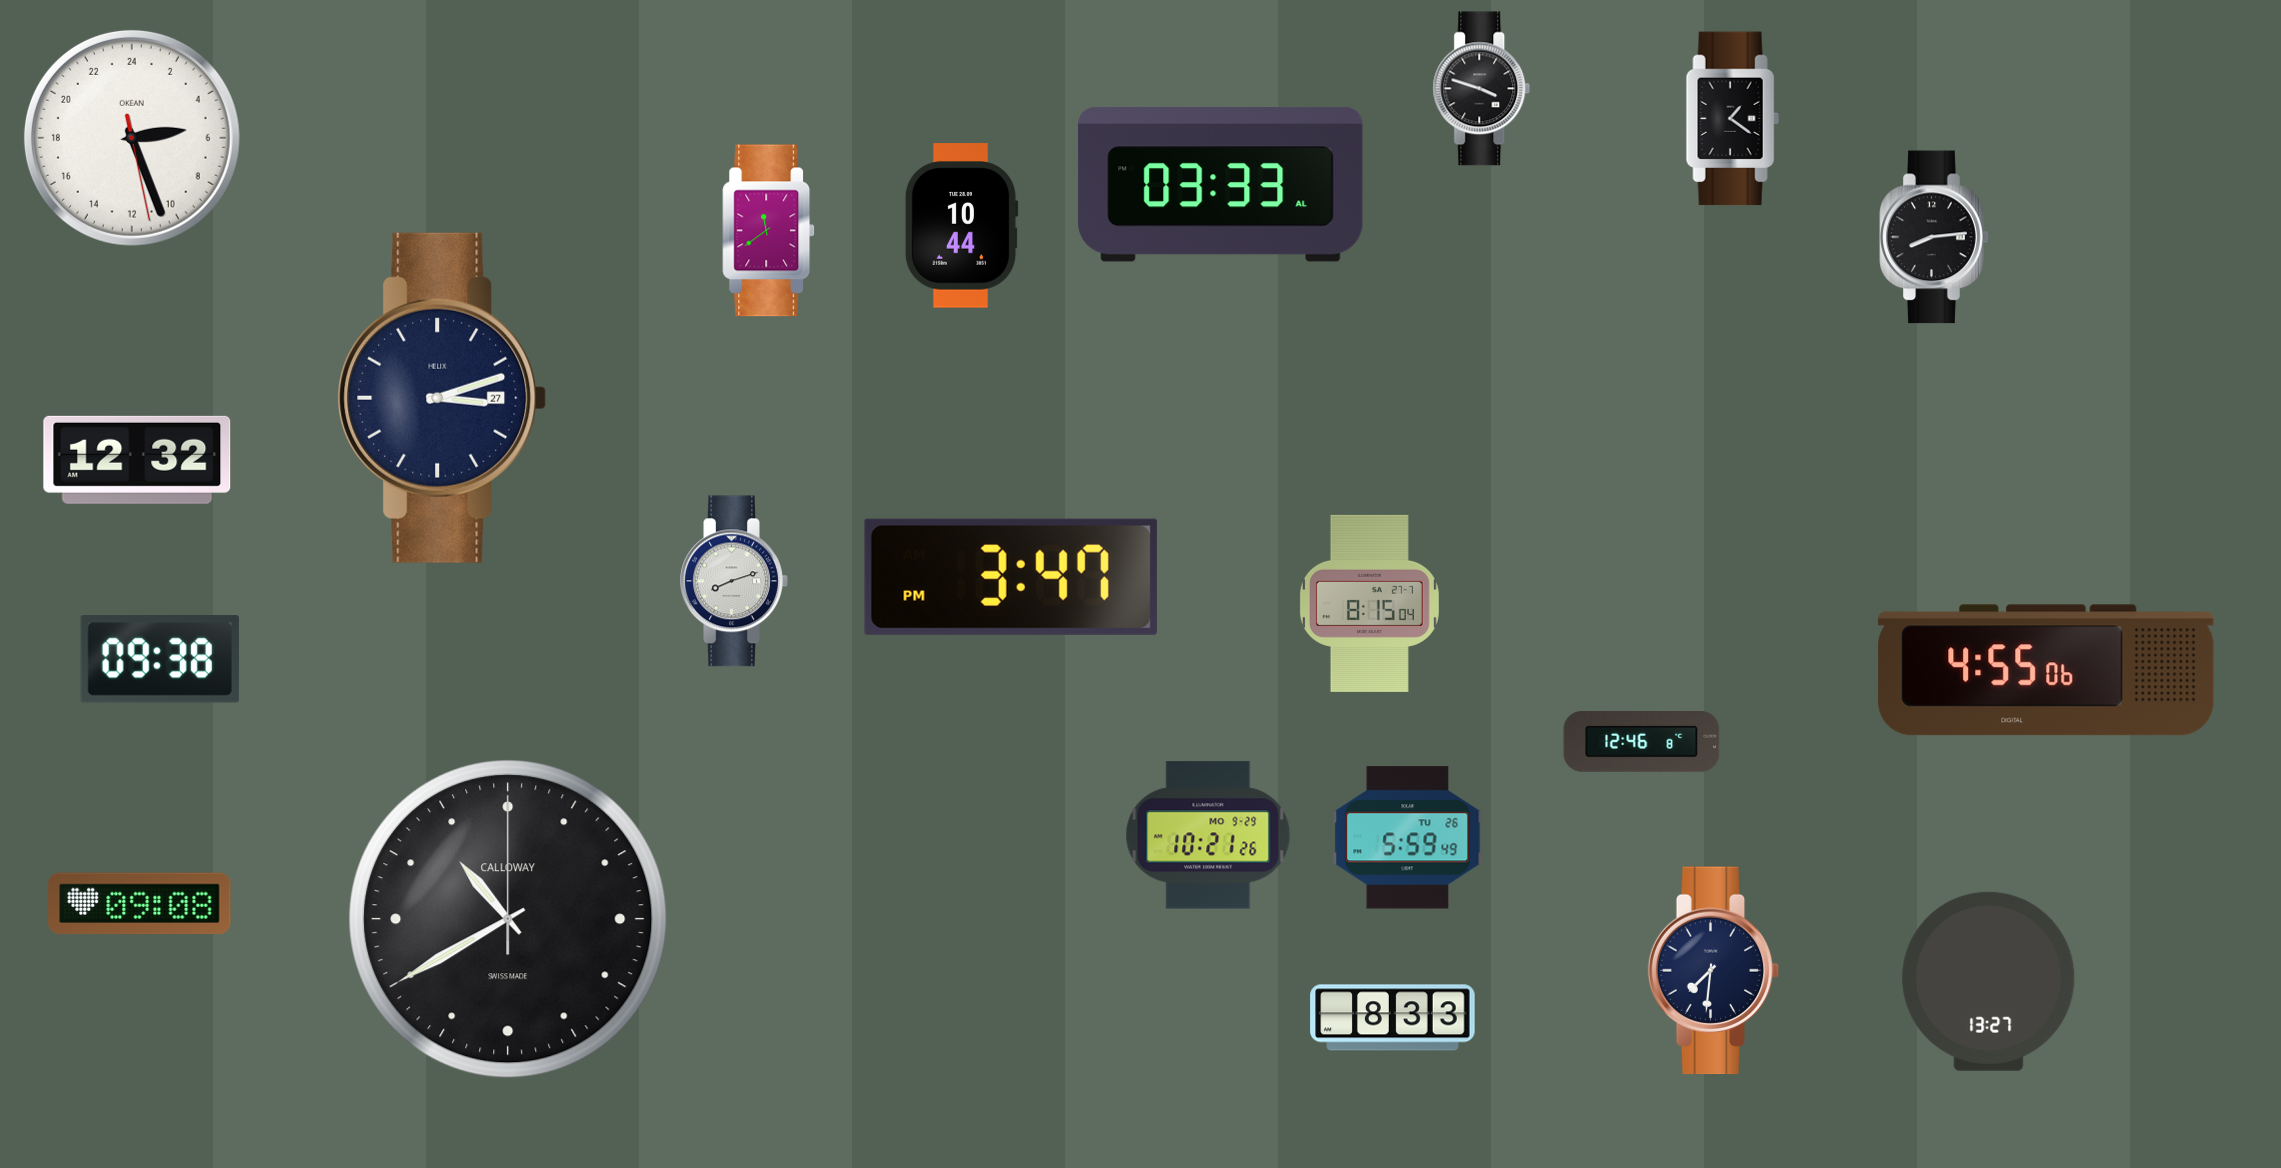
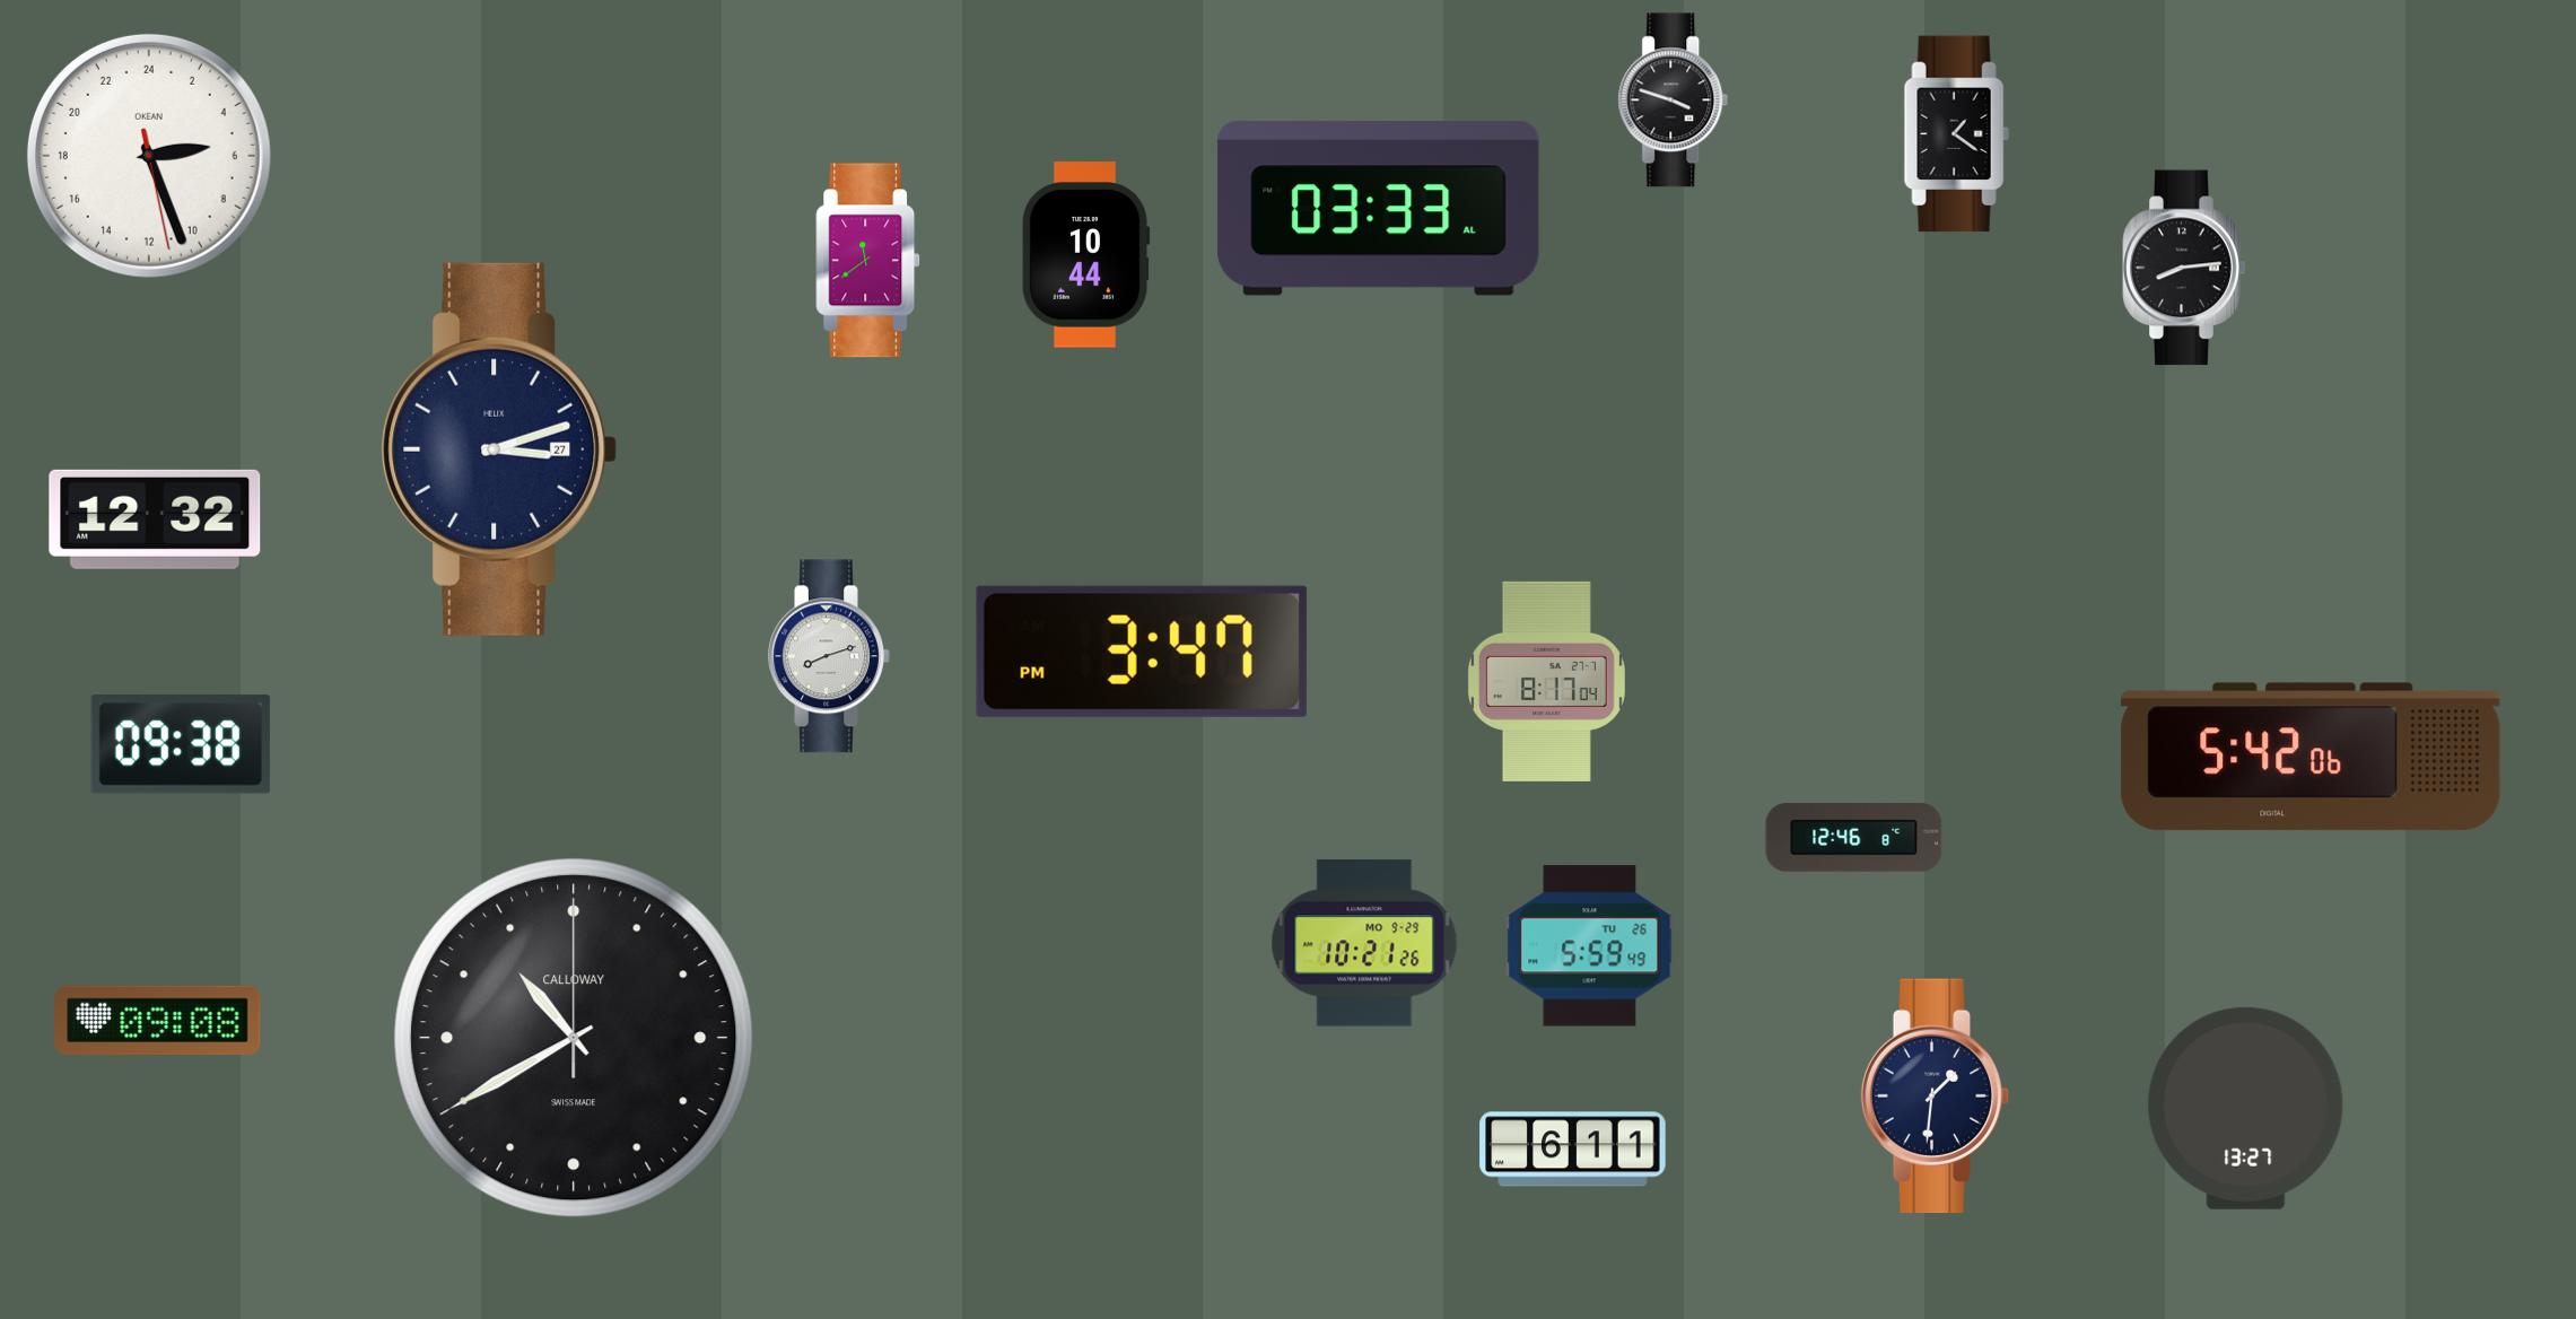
clock at (1369, 603): 8:15 -> 8:17
clock at (2046, 670): 4:55 -> 5:42
clock at (1714, 971): 7:31 -> 1:31
clock at (1393, 1018): 8:33 -> 6:11
